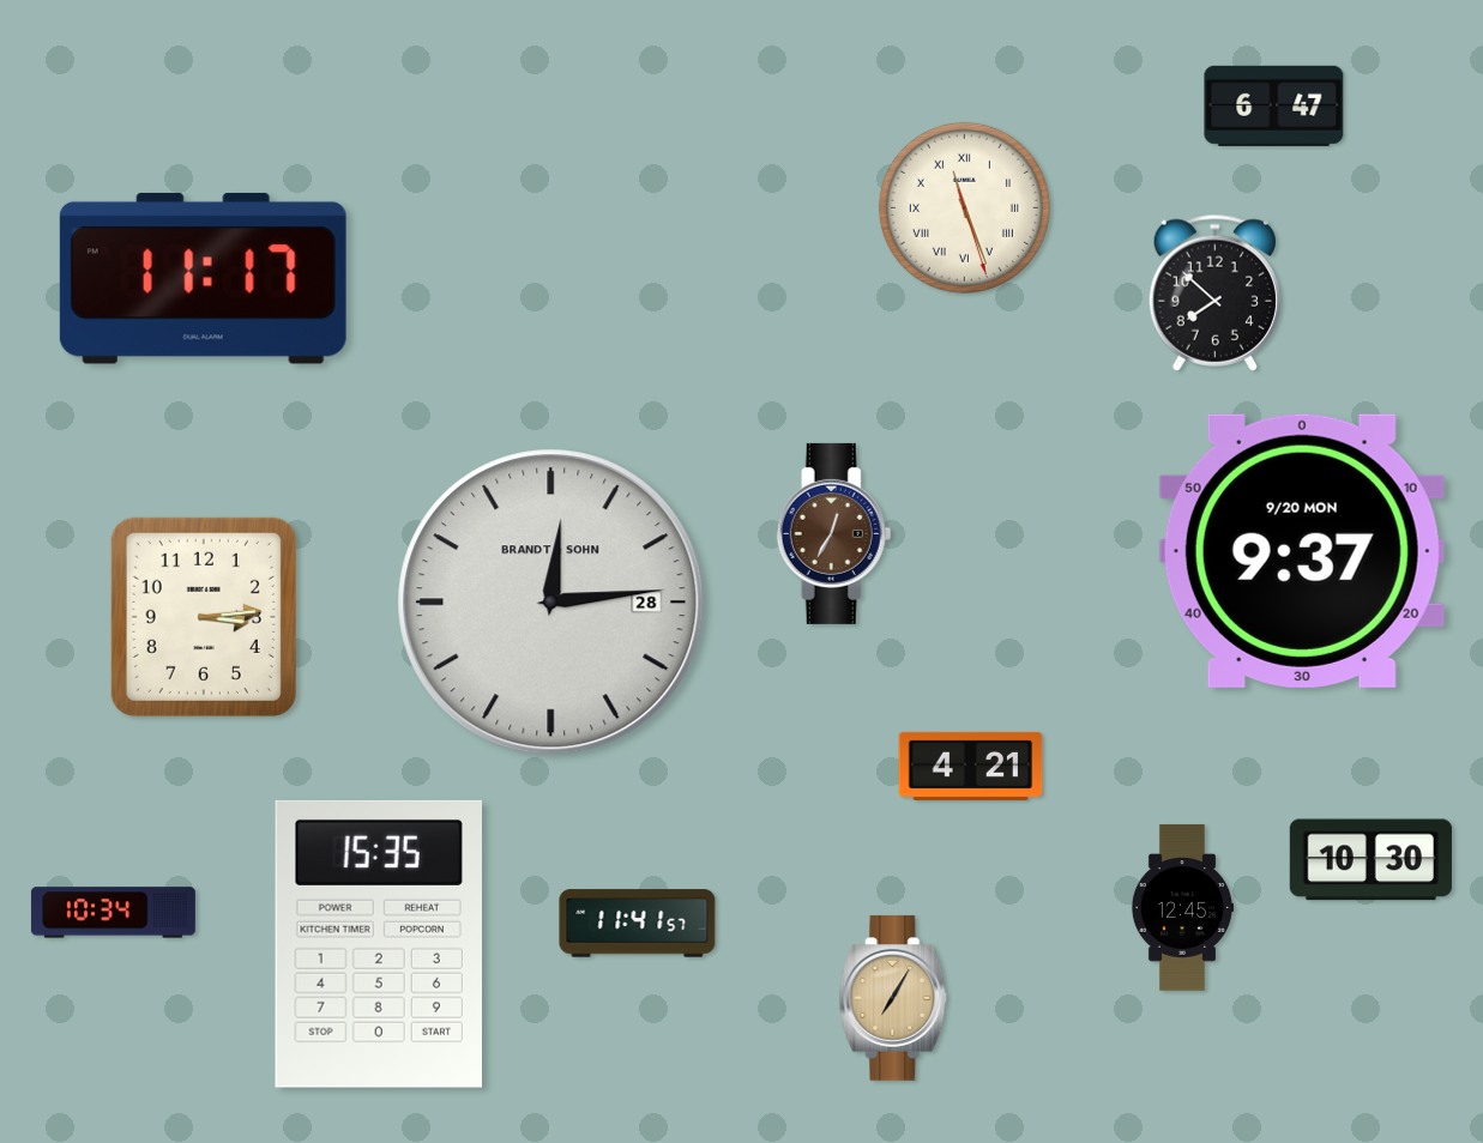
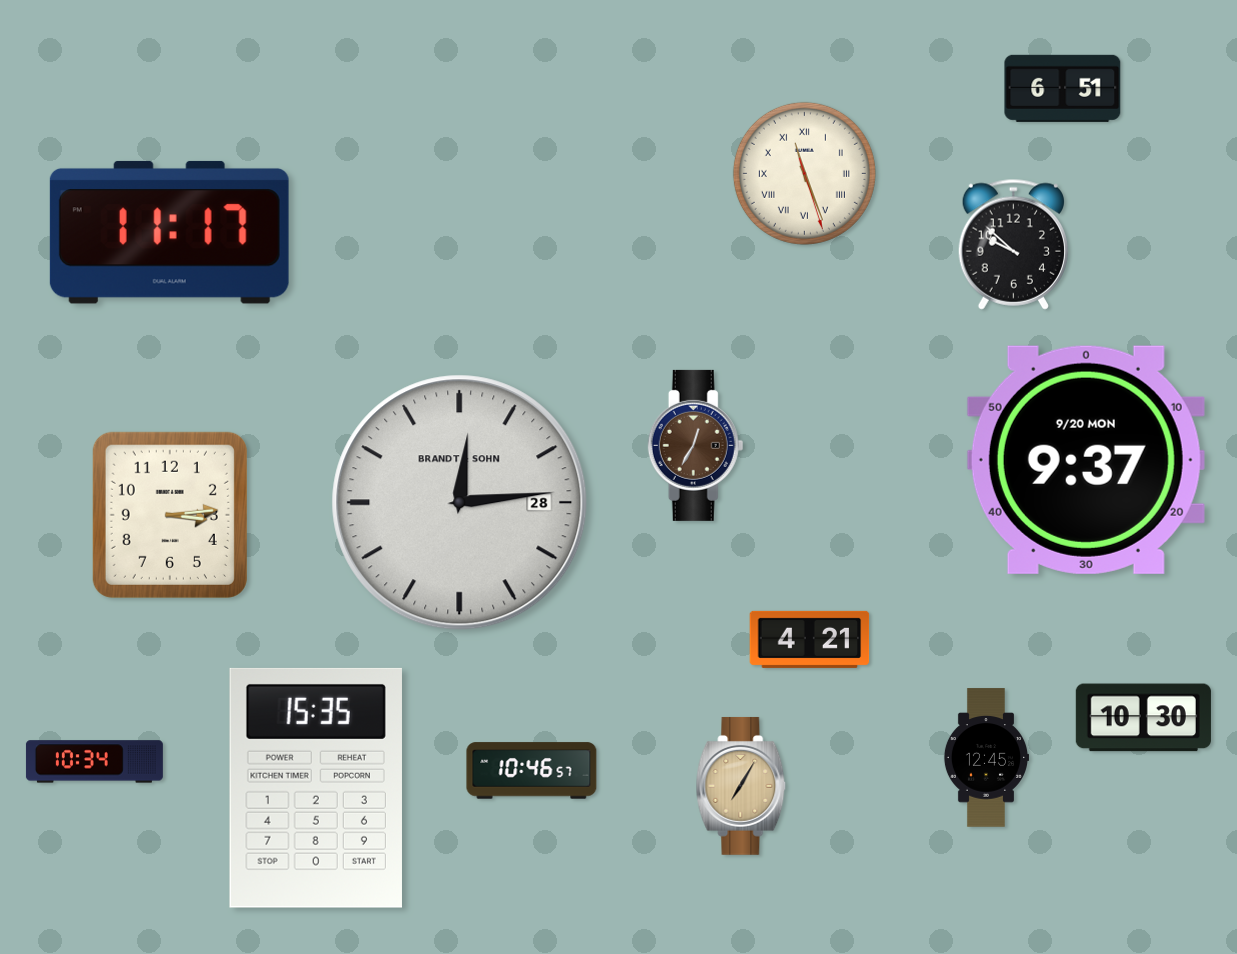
clock at (1274, 105): 6:47 -> 6:51
clock at (1214, 292): 7:52 -> 9:52
clock at (638, 924): 11:41 -> 10:46
clock at (893, 998) position: (893, 998) -> (741, 786)
